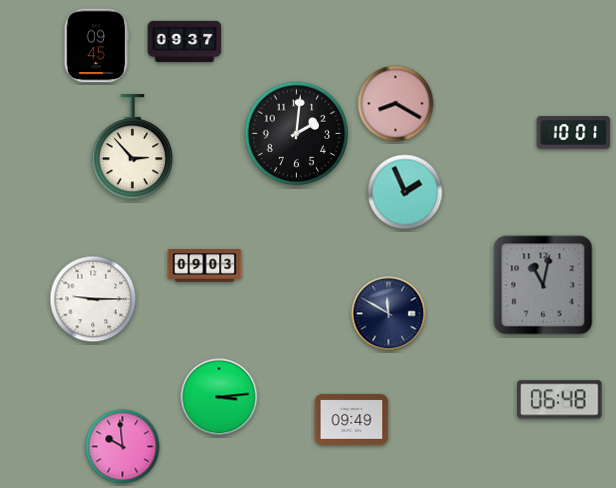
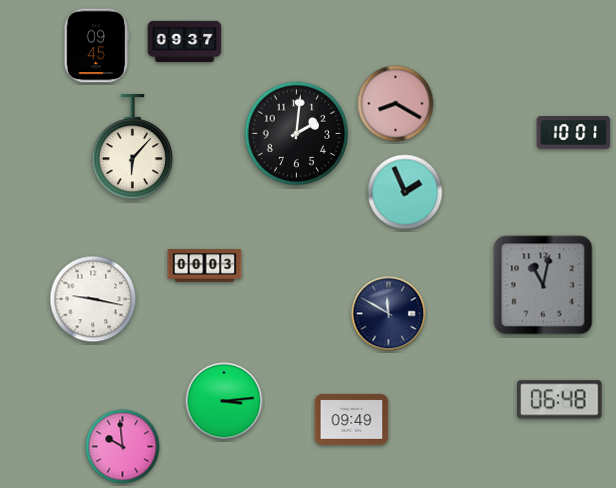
clock at (132, 148): 2:53 -> 6:07
clock at (205, 266): 09:03 -> 00:03
clock at (93, 299): 9:15 -> 9:17
clock at (219, 397) position: (219, 397) -> (224, 401)
